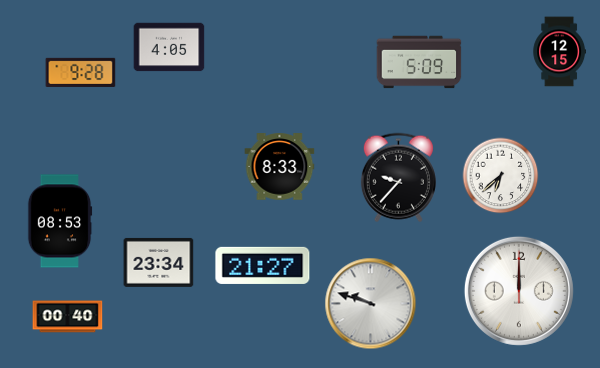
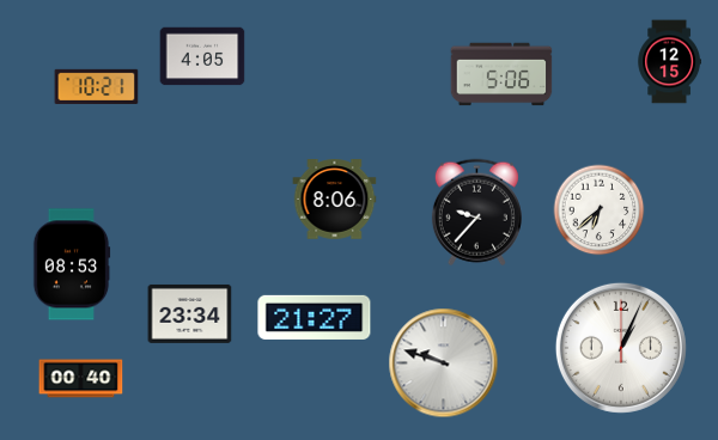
clock at (419, 62): 5:09 -> 5:06
clock at (81, 72): 9:28 -> 10:21
clock at (280, 167): 8:33 -> 8:06
clock at (519, 291): 12:00 -> 1:04
